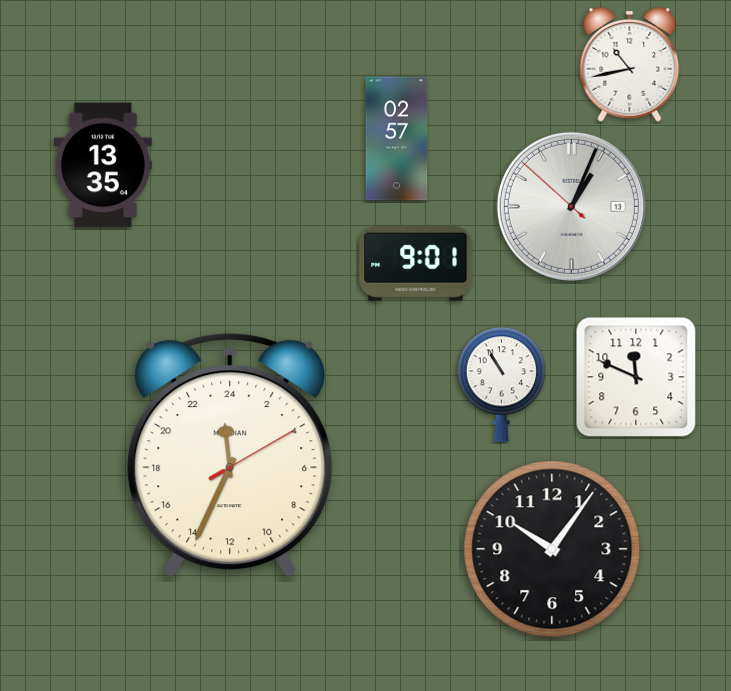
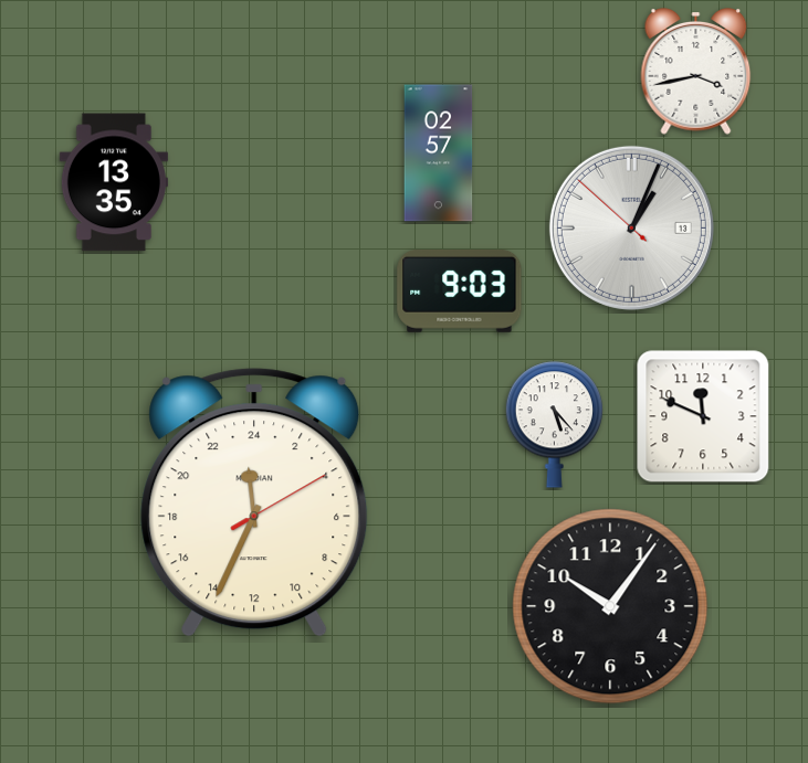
clock at (630, 65): 10:43 -> 3:43
clock at (416, 264): 9:01 -> 9:03
clock at (501, 385): 10:55 -> 5:23
